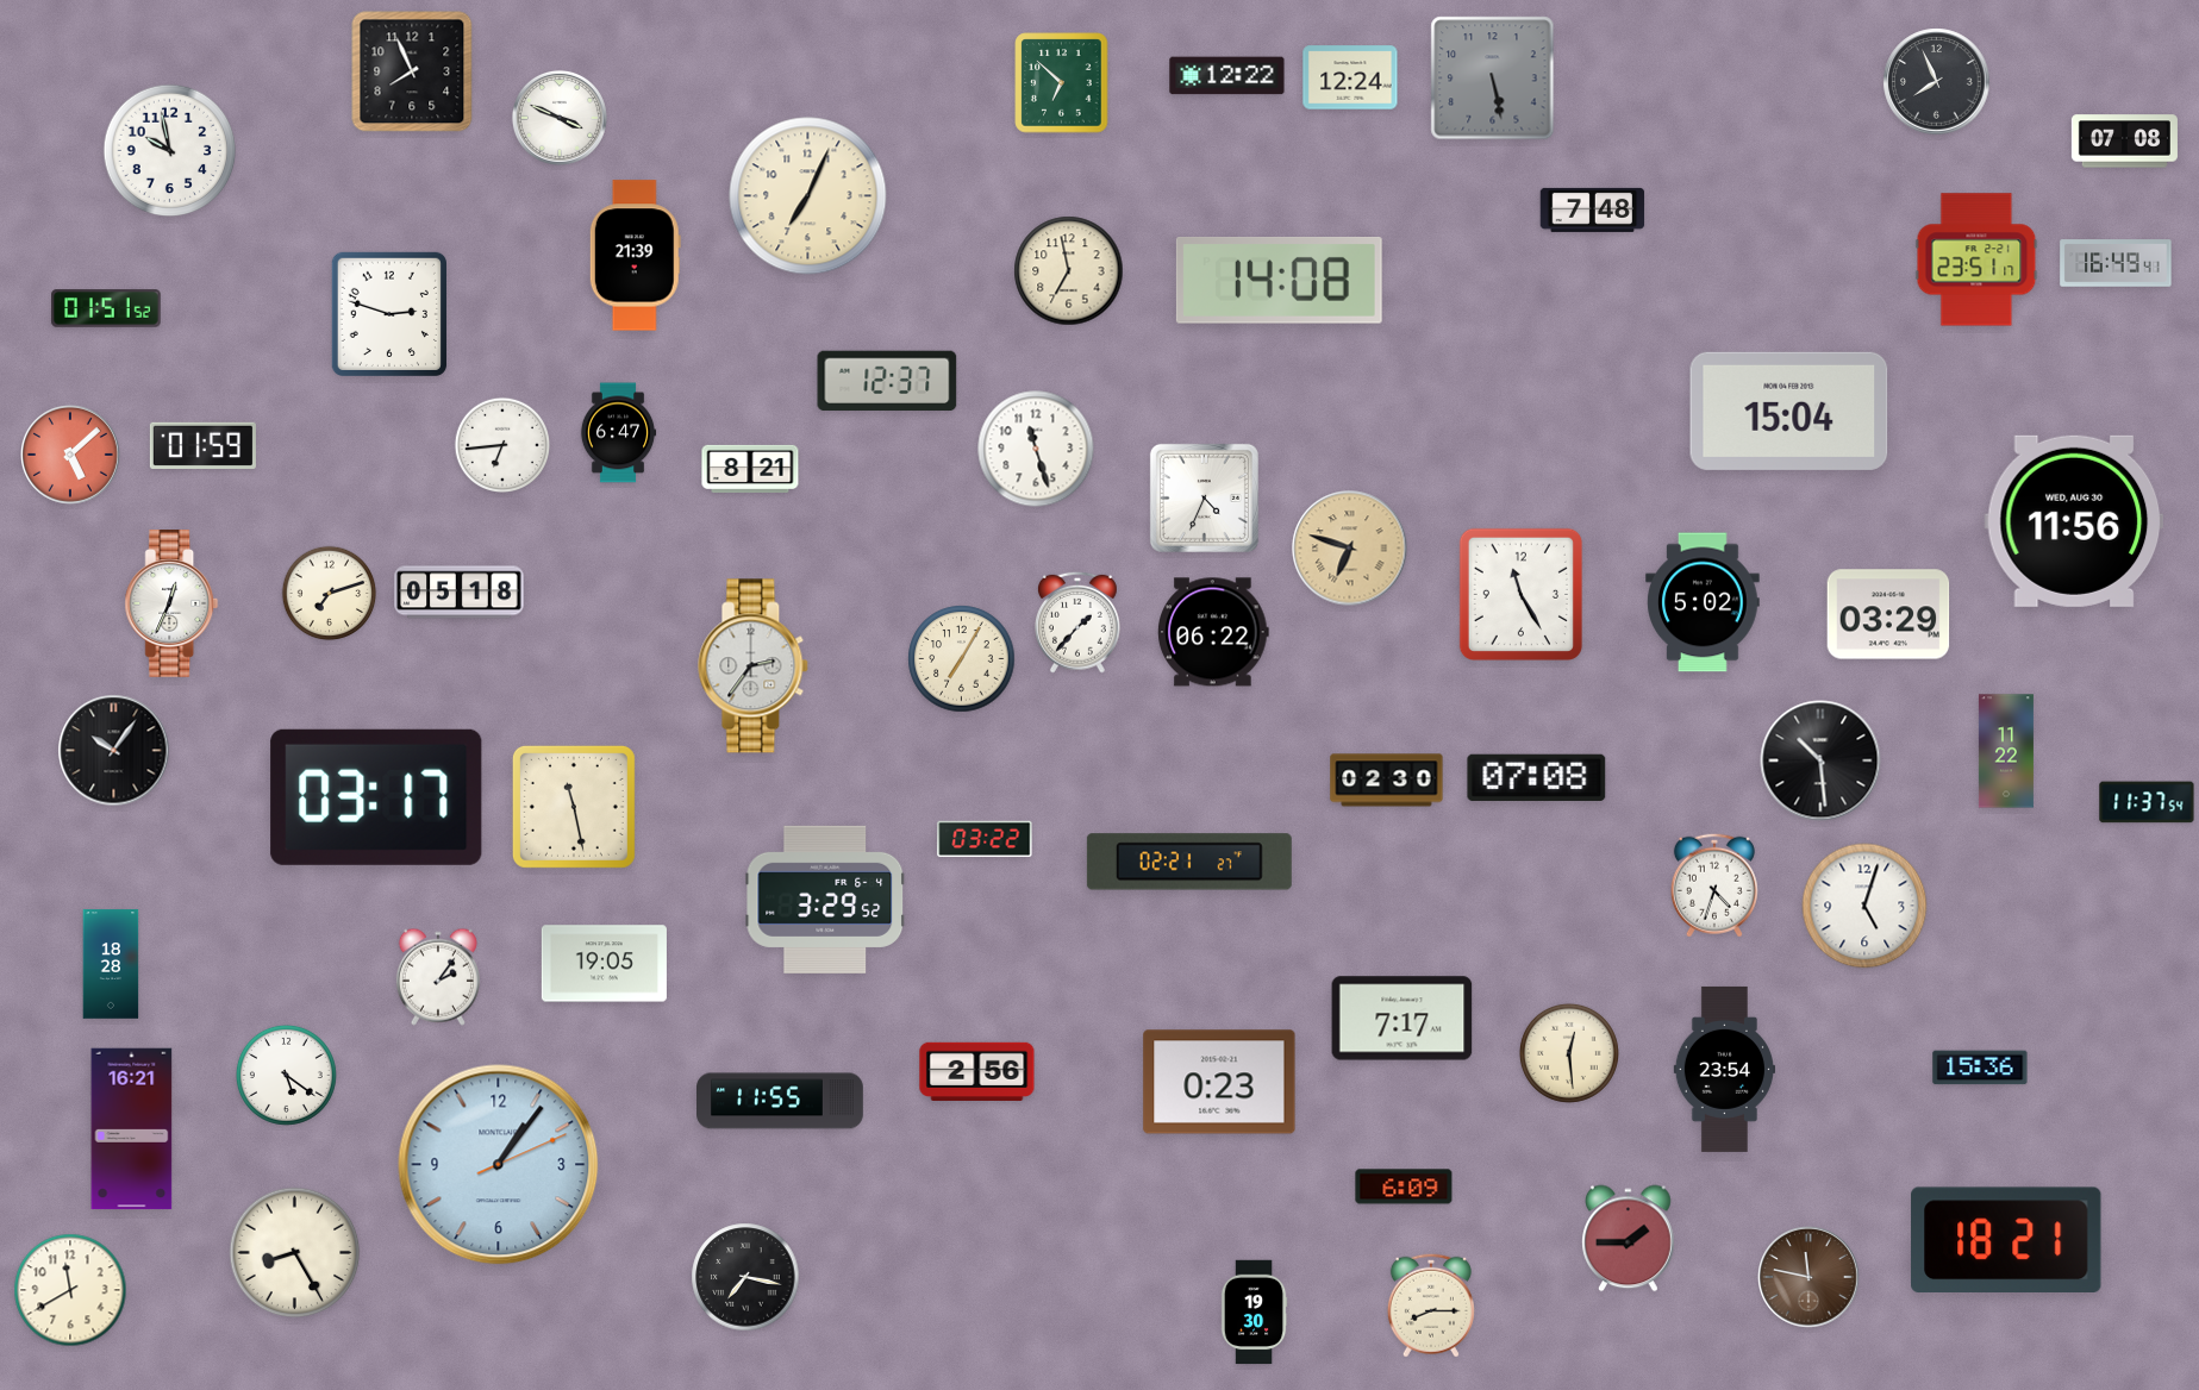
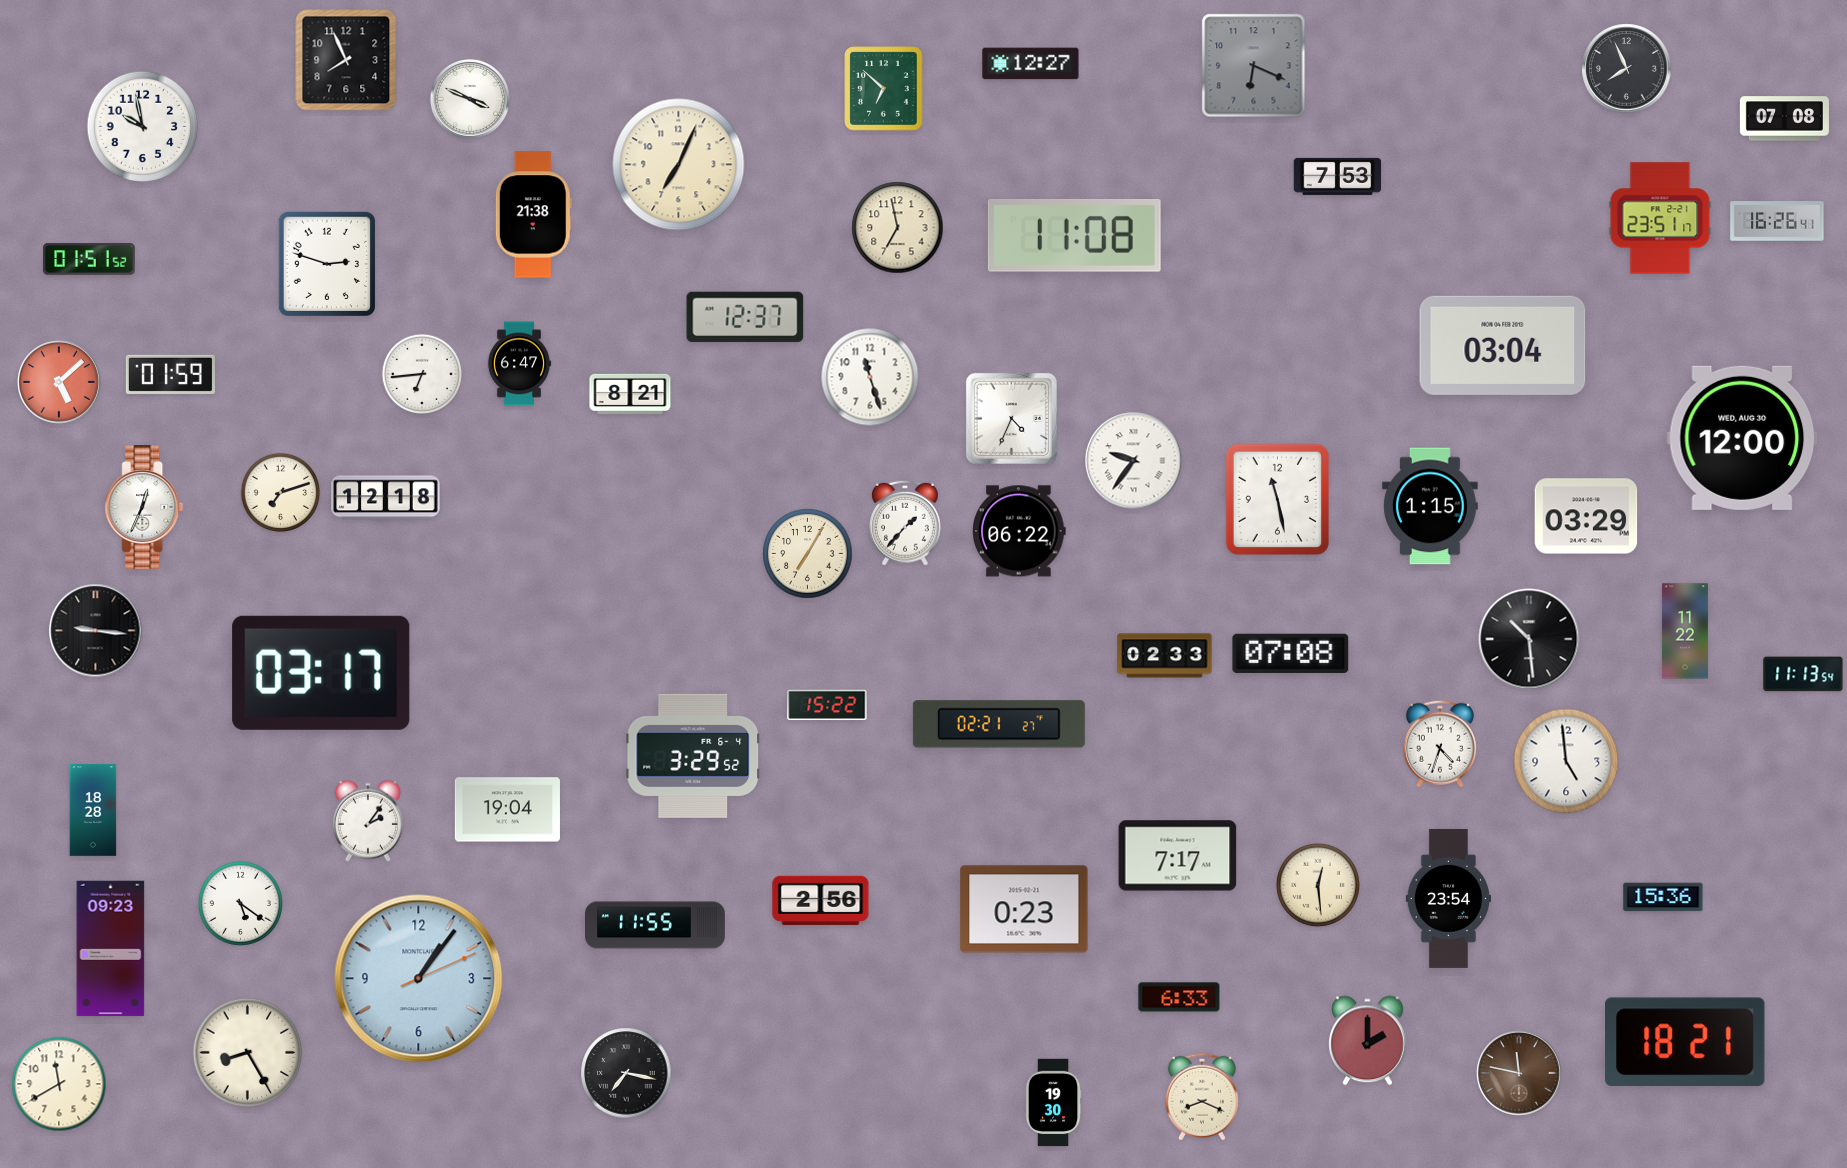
clock at (1227, 76): 12:22 -> 12:27
clock at (1350, 77): 12:24 -> none
clock at (1493, 79): 5:28 -> 6:19
clock at (1062, 83) position: (1062, 83) -> (884, 89)
clock at (1593, 209): 7:48 -> 7:53
clock at (635, 256): 21:39 -> 21:38
clock at (2116, 263): 16:49 -> 16:26
clock at (1279, 281): 14:08 -> 11:08
clock at (887, 381) position: (887, 381) -> (745, 317)
clock at (1789, 411): 15:04 -> 03:04
clock at (2074, 521): 11:56 -> 12:00
clock at (1350, 549): 6:48 -> 9:36
clock at (1350, 549) dial: champagne -> white
clock at (460, 593): 05:18 -> 12:18
clock at (330, 594) position: (330, 594) -> (281, 493)
clock at (1520, 594): 11:25 -> 11:28
clock at (1703, 602): 5:02 -> 1:15
clock at (754, 666): 2:36 -> none
clock at (114, 751): 10:06 -> 9:16
clock at (1387, 781): 02:30 -> 02:33
clock at (376, 797) position: (376, 797) -> (321, 673)
clock at (2147, 802): 11:37 -> 11:13
clock at (574, 807): 11:28 -> none
clock at (985, 839): 03:22 -> 15:22
clock at (1864, 906): 5:03 -> 4:59
clock at (604, 964): 19:05 -> 19:04
clock at (132, 1129): 16:21 -> 09:23
clock at (1404, 1186): 6:09 -> 6:33
clock at (1629, 1239): 1:45 -> 2:00
clock at (1431, 1306): 8:15 -> 8:19
